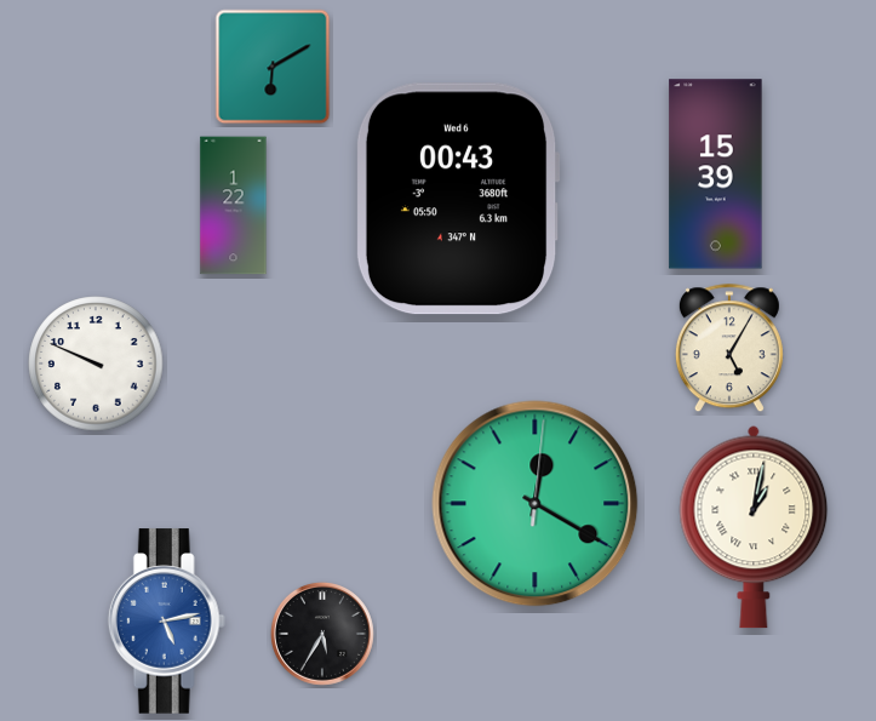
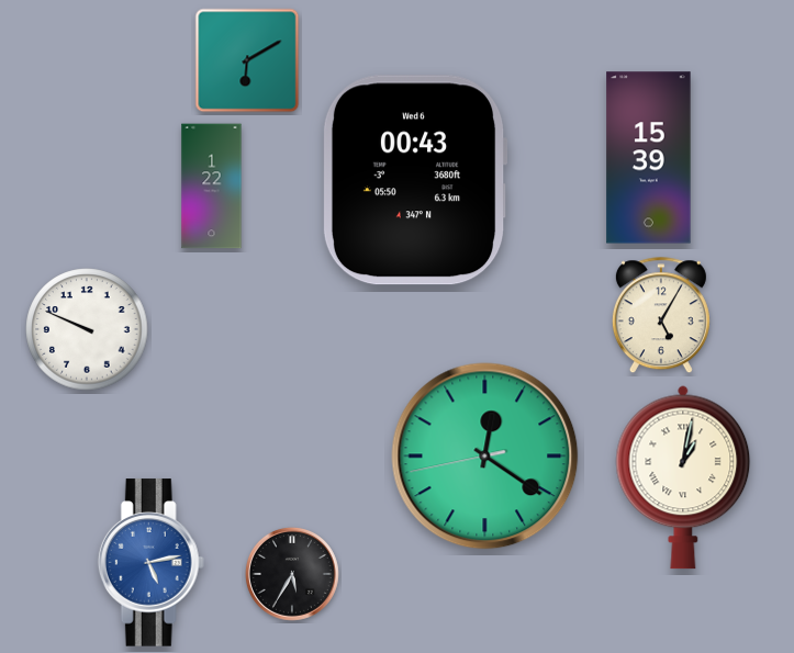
clock at (536, 504): 12:20:01 -> 12:20:43
